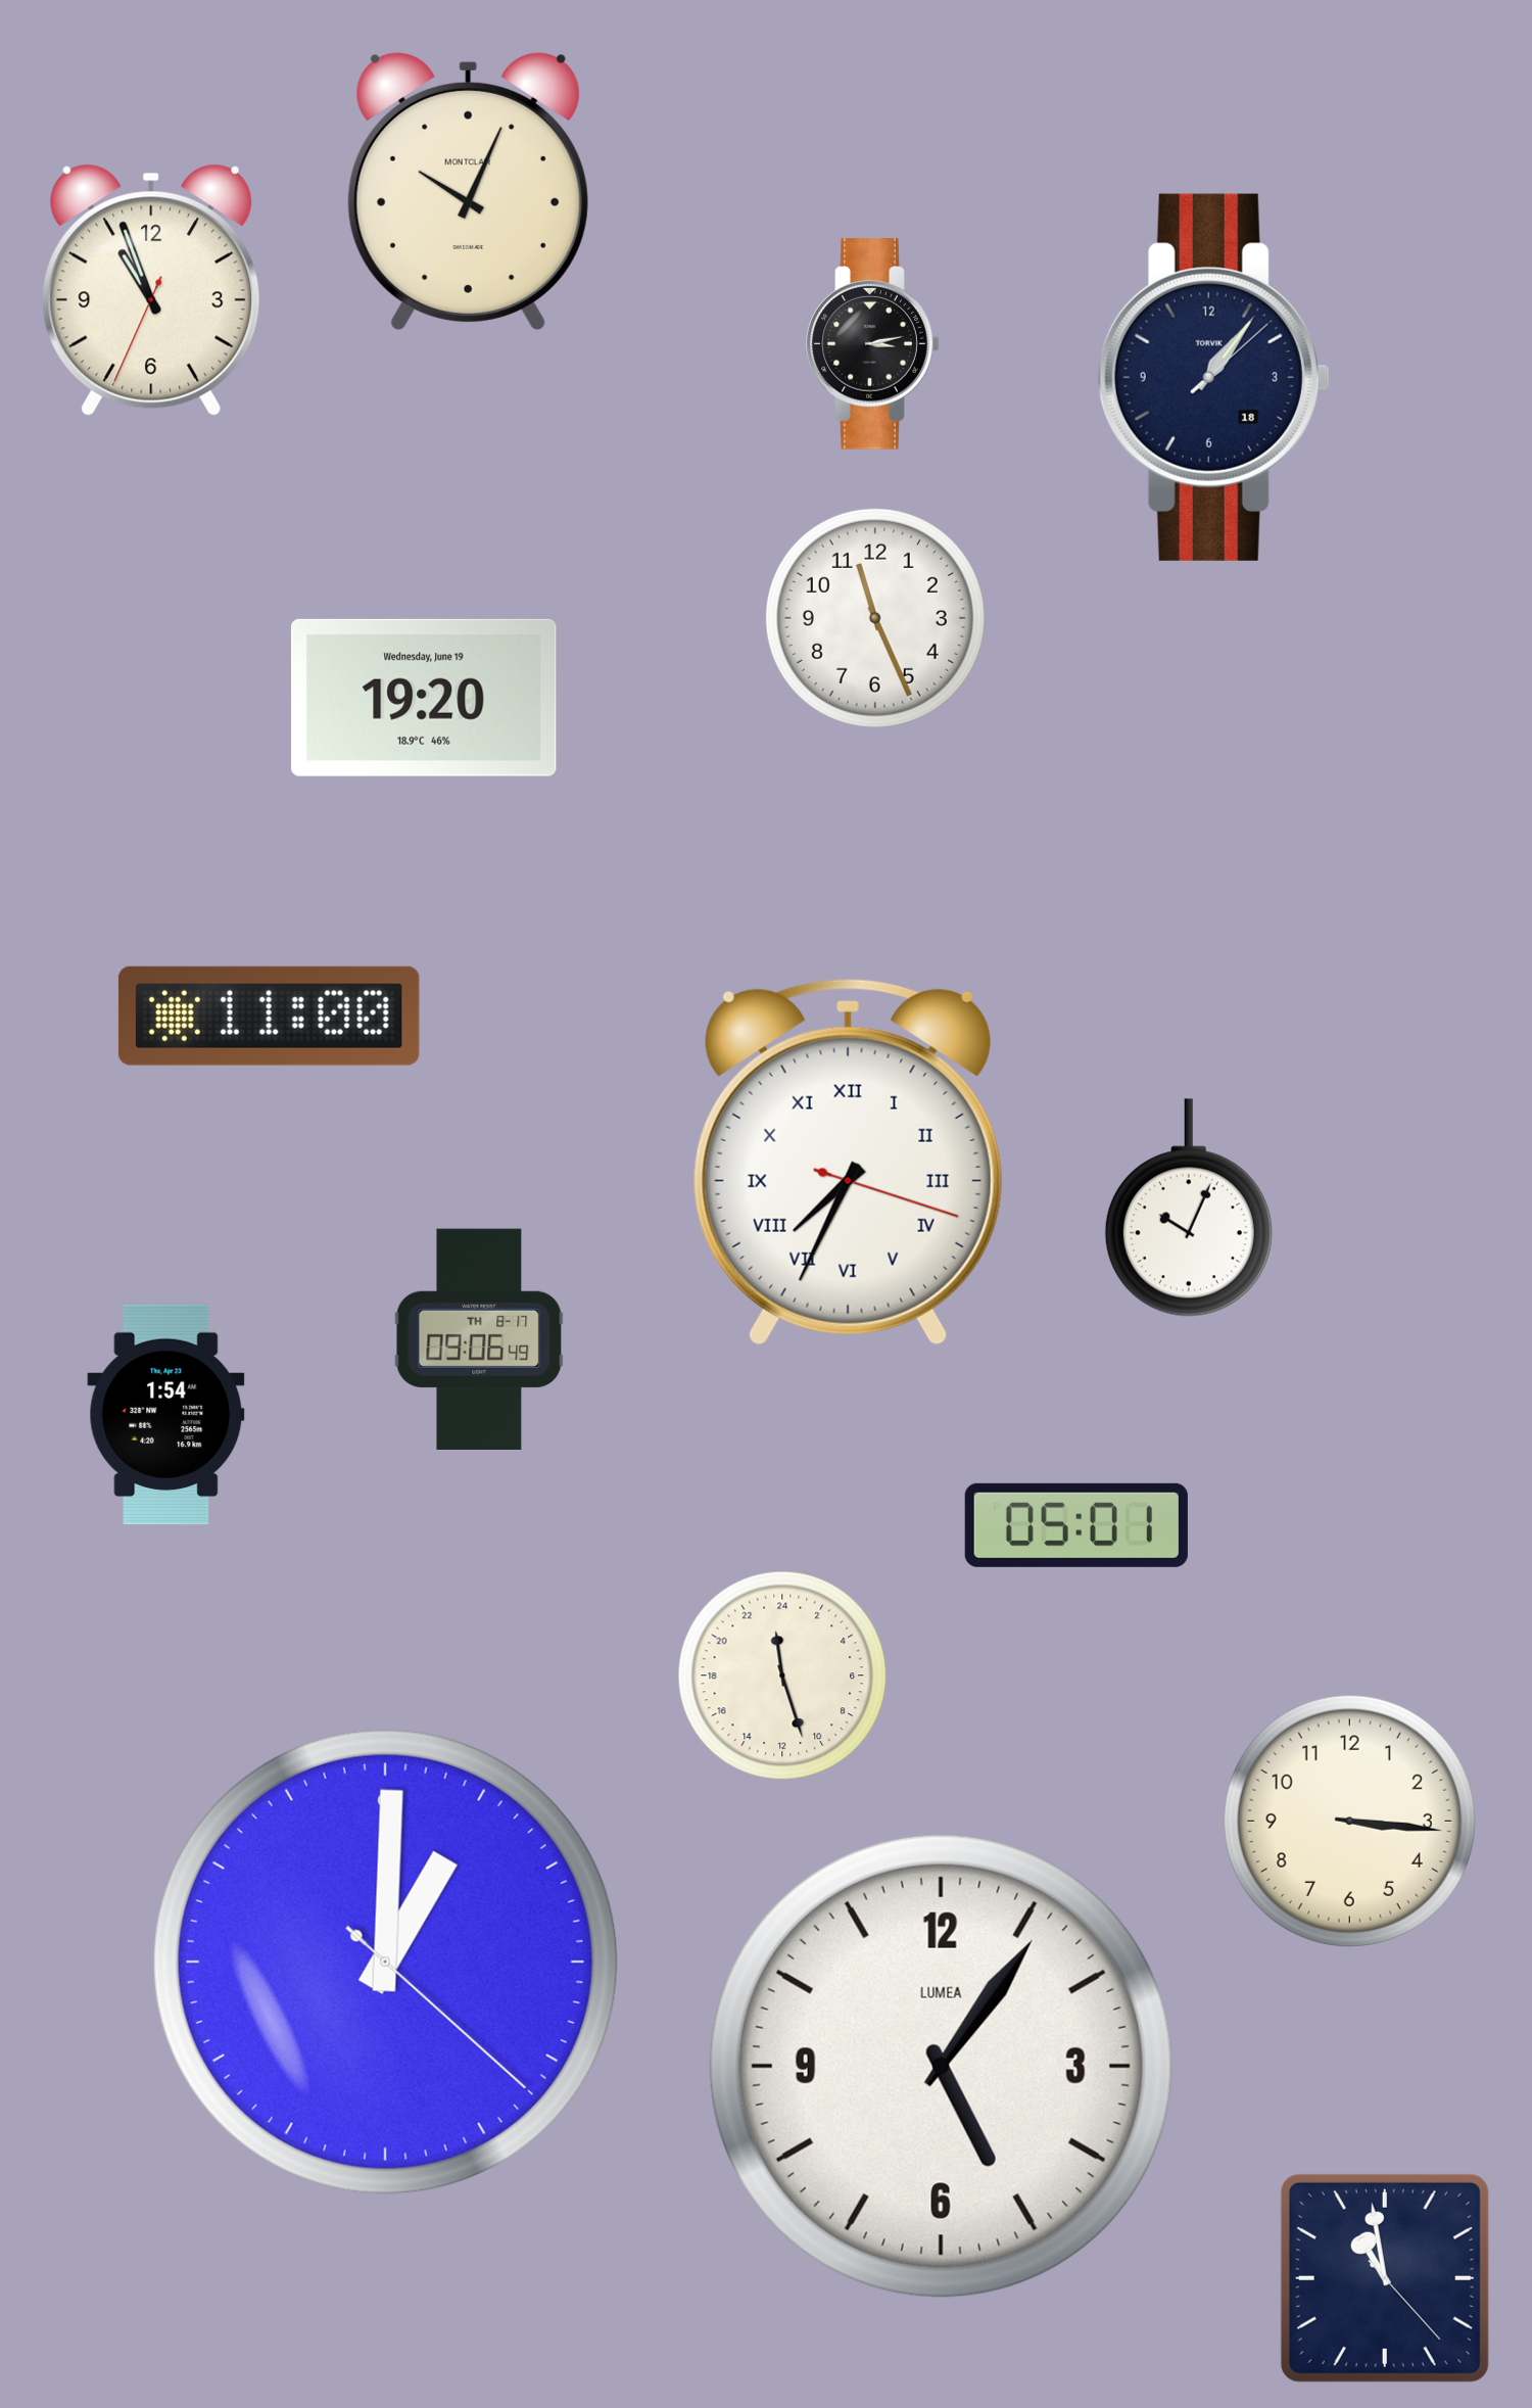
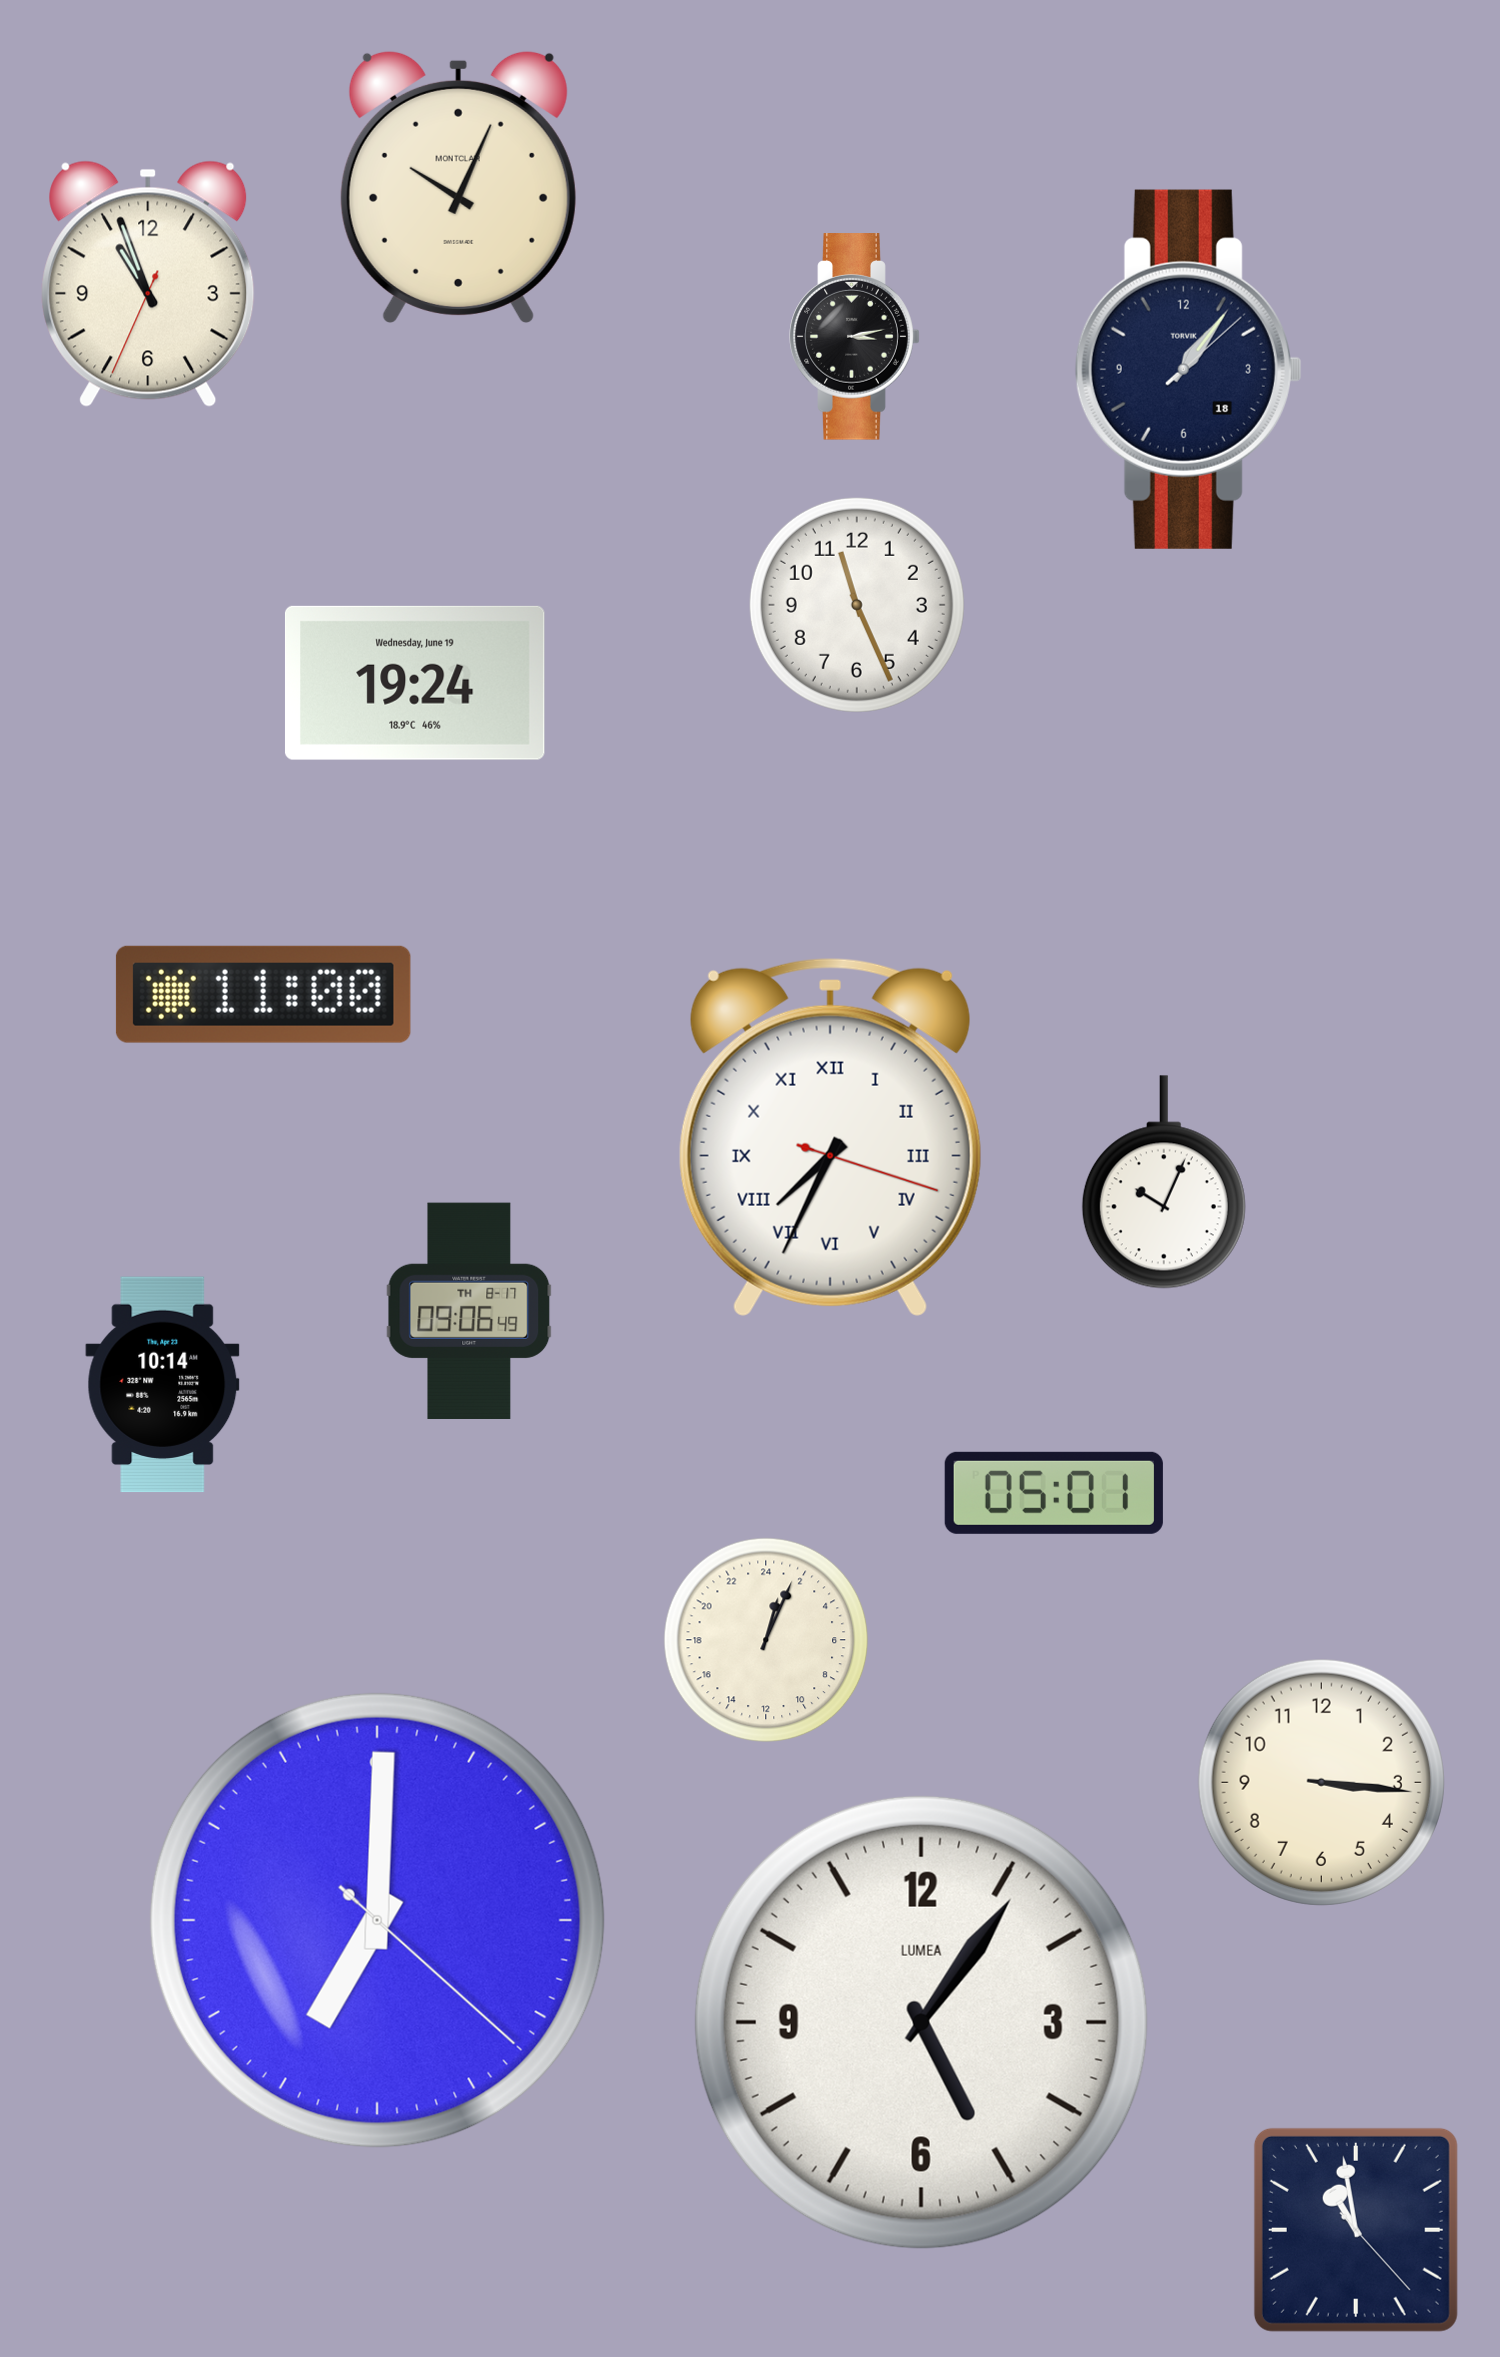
clock at (424, 698): 19:20 -> 19:24
clock at (166, 1415): 1:54 -> 10:14
clock at (782, 1675): 23:27 -> 1:04
clock at (385, 1962): 1:00 -> 7:00
